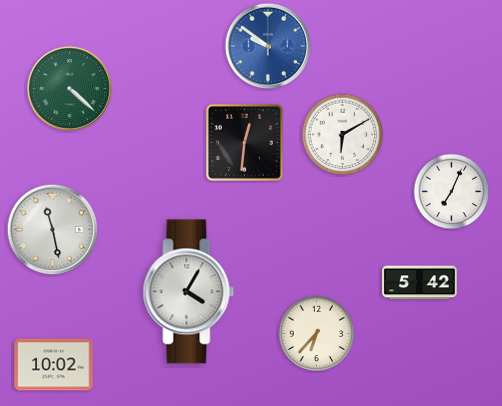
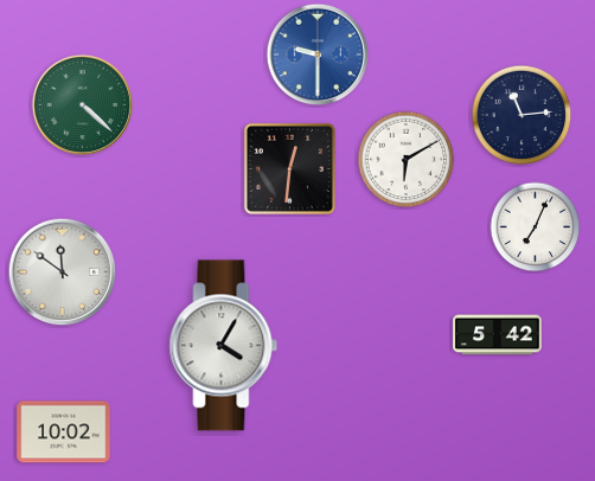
clock at (268, 46): 9:51 -> 9:30
clock at (522, 115): none -> 11:14
clock at (53, 230): 11:28 -> 11:51
clock at (317, 334): 6:37 -> none
